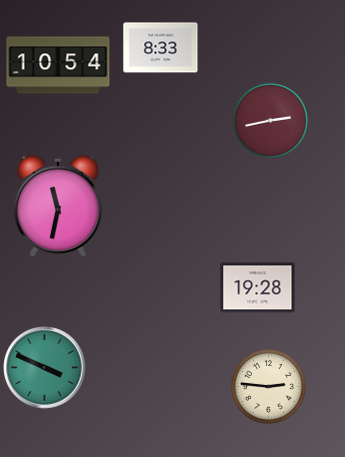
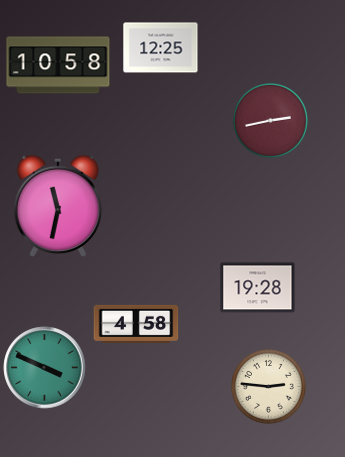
clock at (161, 48): 8:33 -> 12:25
clock at (58, 65): 10:54 -> 10:58
clock at (136, 324): none -> 4:58
